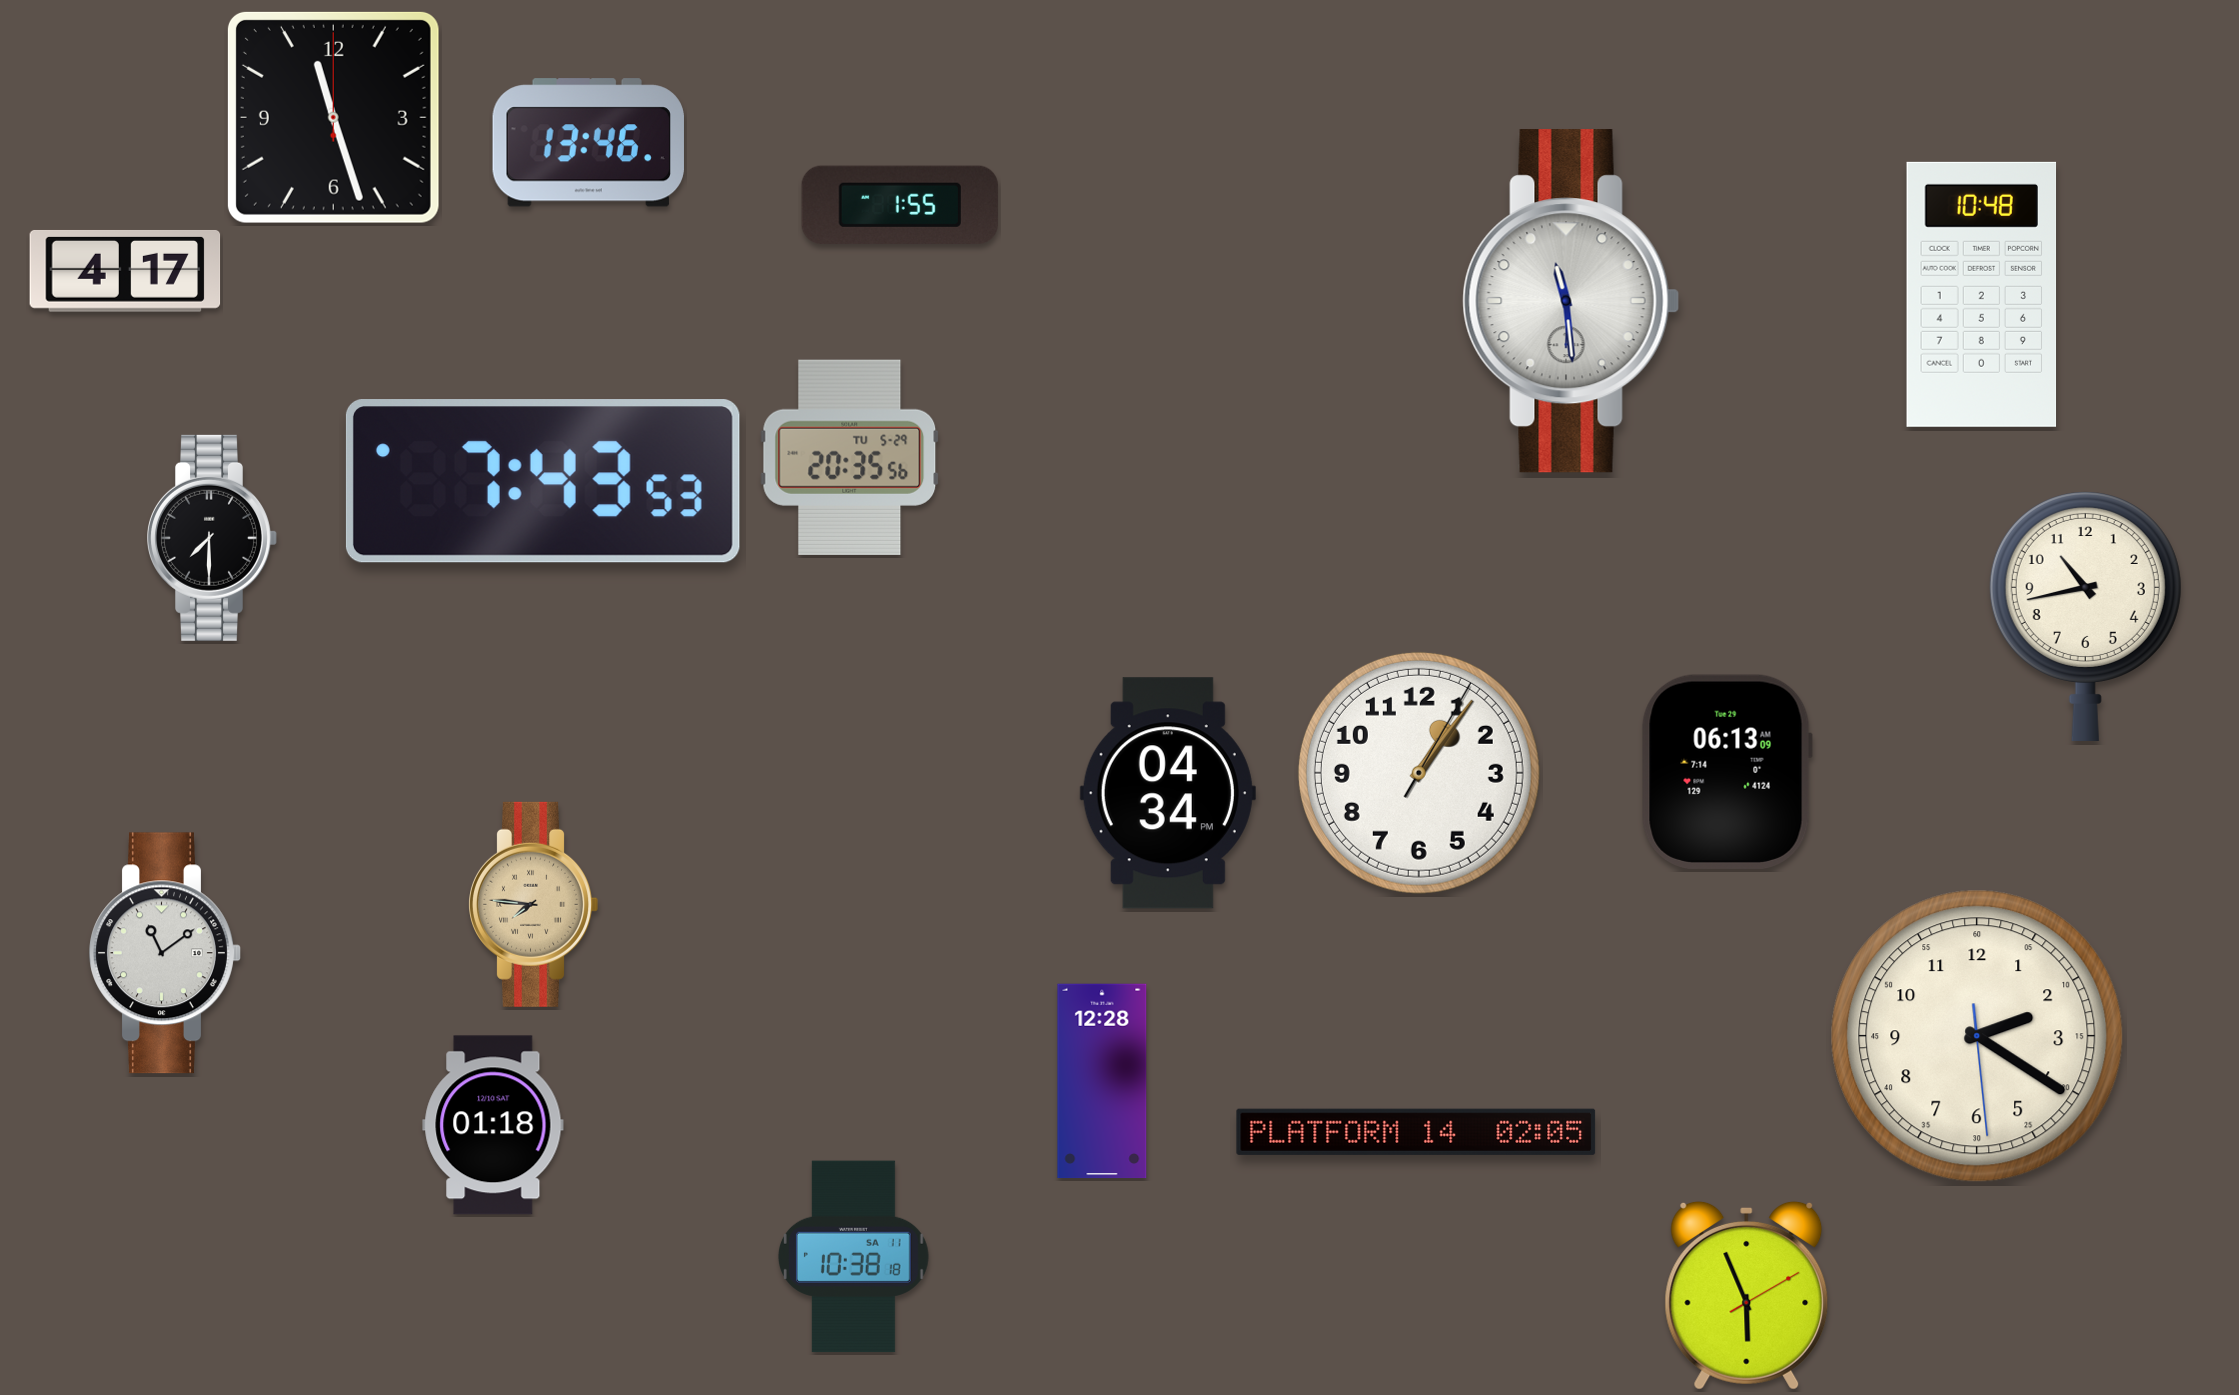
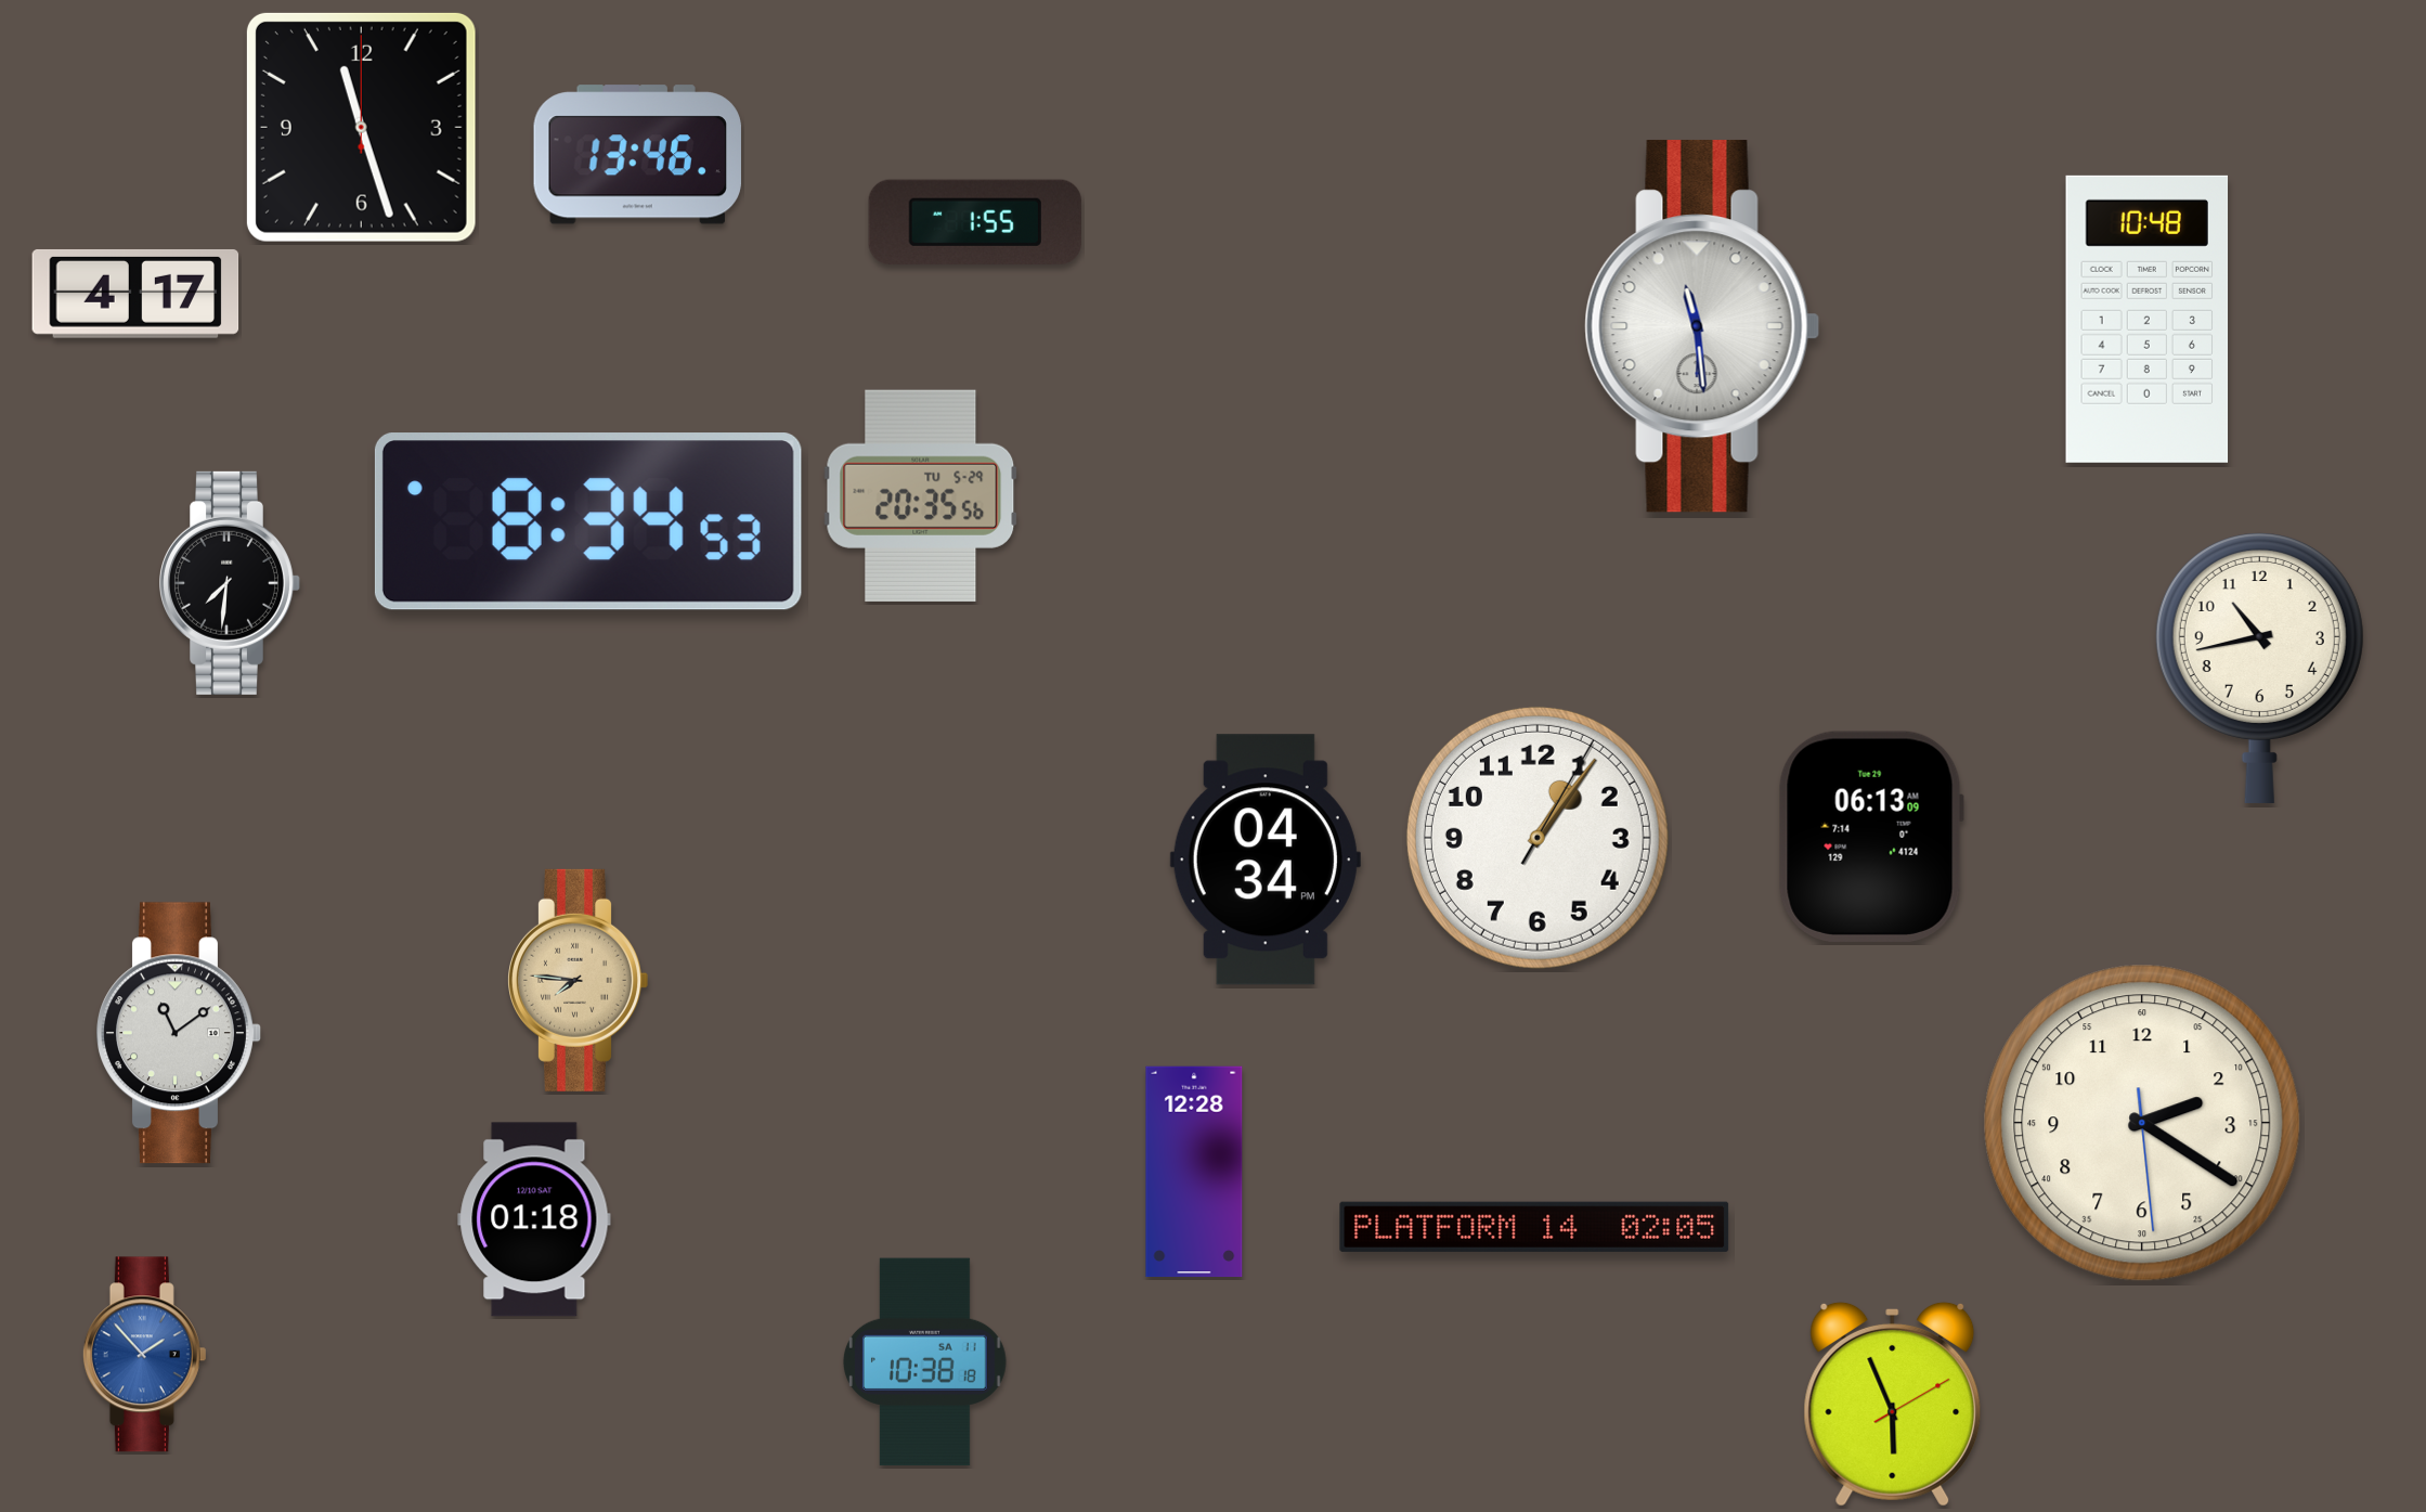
clock at (543, 481): 7:43 -> 8:34
clock at (213, 538): 7:30 -> 7:31
clock at (144, 1355): none -> 1:53
